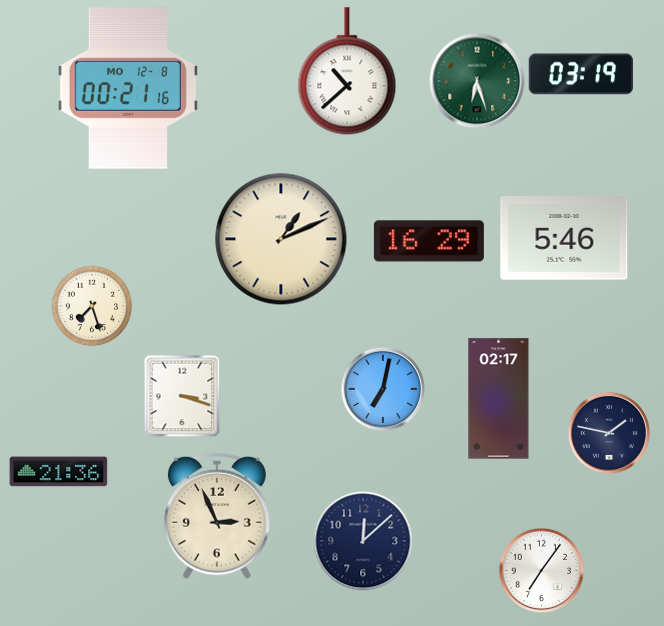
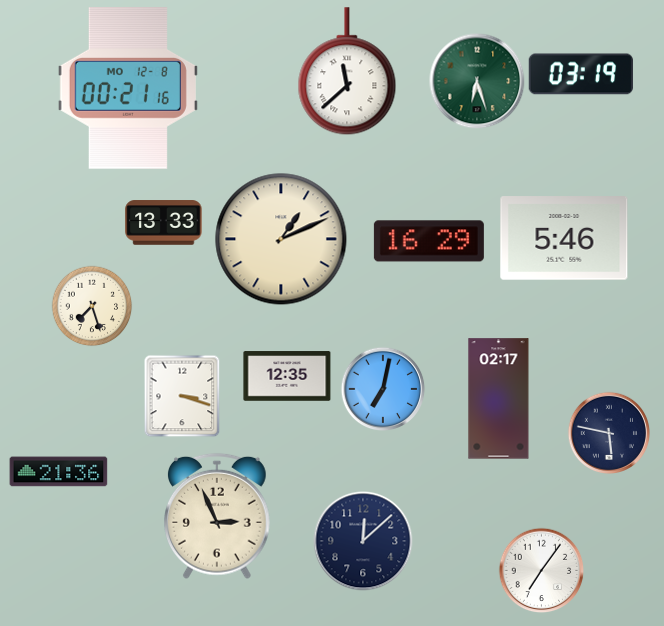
clock at (347, 72): 10:38 -> 11:38
clock at (164, 223): none -> 13:33
clock at (287, 376): none -> 12:35
clock at (608, 432): 1:47 -> 5:47
